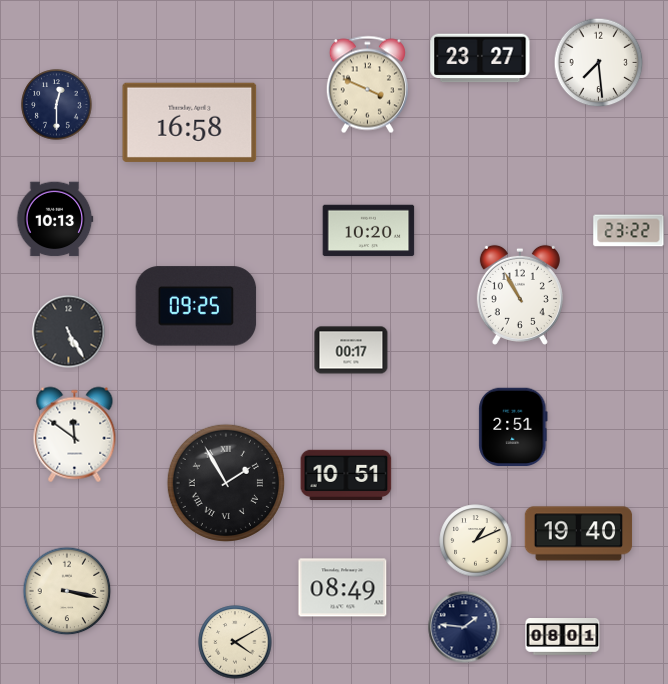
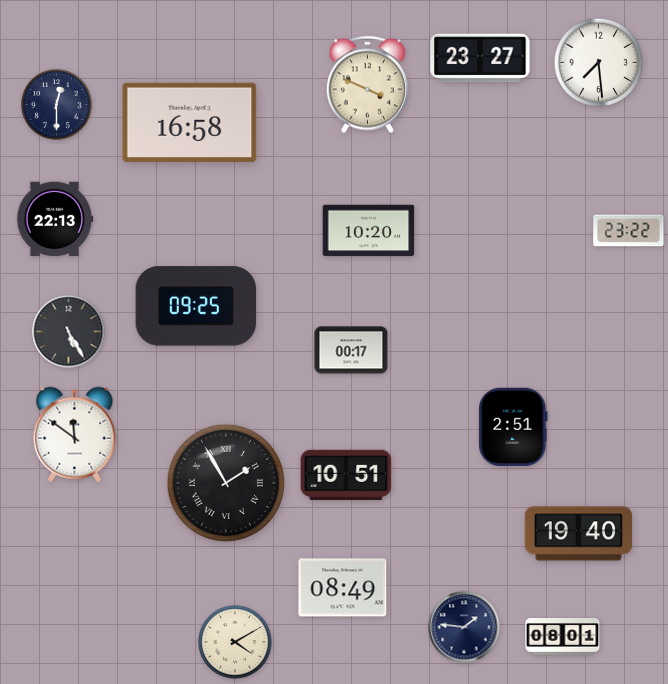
clock at (55, 219): 10:13 -> 22:13
clock at (520, 295): 10:55 -> none
clock at (476, 541): 1:11 -> none
clock at (67, 591): 3:17 -> none
